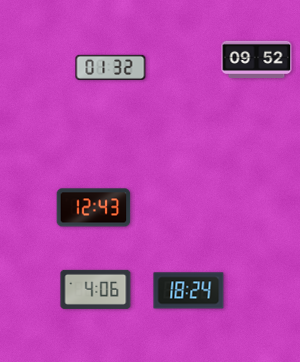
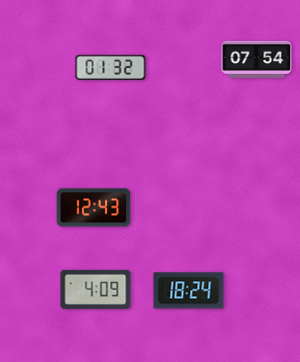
clock at (257, 59): 09:52 -> 07:54
clock at (96, 289): 4:06 -> 4:09
